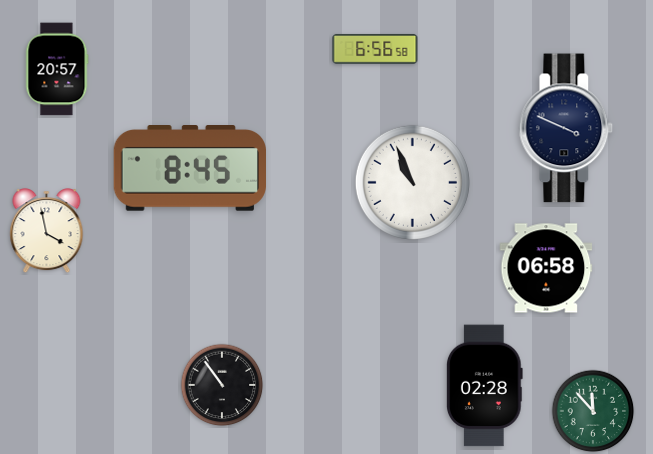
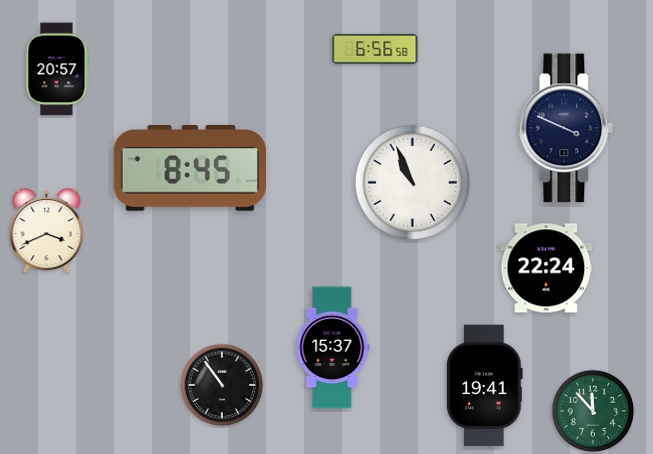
clock at (47, 232): 3:58 -> 3:41
clock at (546, 268): 06:58 -> 22:24
clock at (333, 348): none -> 15:37
clock at (484, 386): 02:28 -> 19:41
